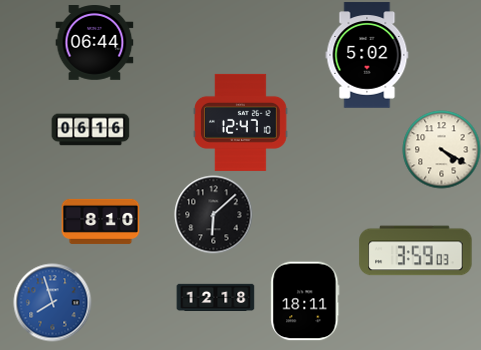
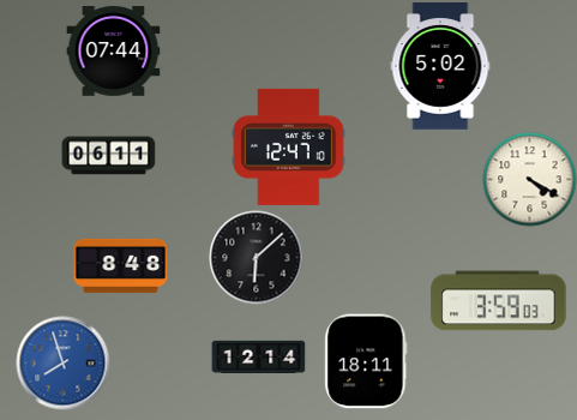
clock at (94, 43): 06:44 -> 07:44
clock at (90, 130): 06:16 -> 06:11
clock at (100, 221): 8:10 -> 8:48
clock at (215, 297): 12:18 -> 12:14
